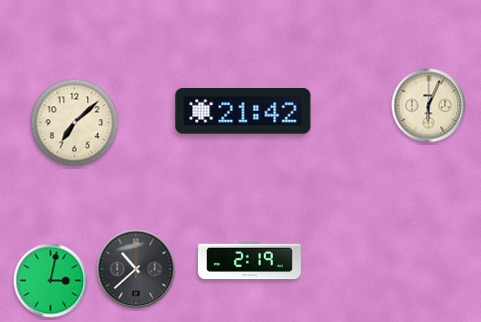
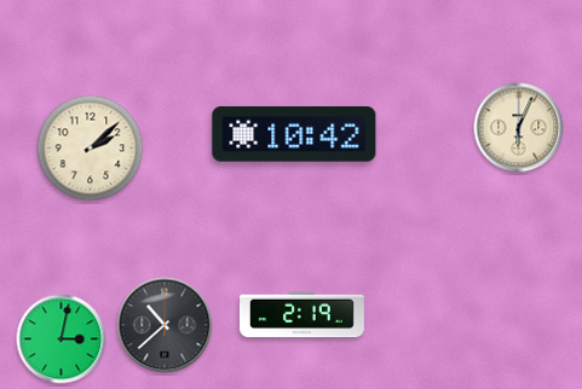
clock at (243, 111): 21:42 -> 10:42
clock at (75, 123): 7:08 -> 2:08
